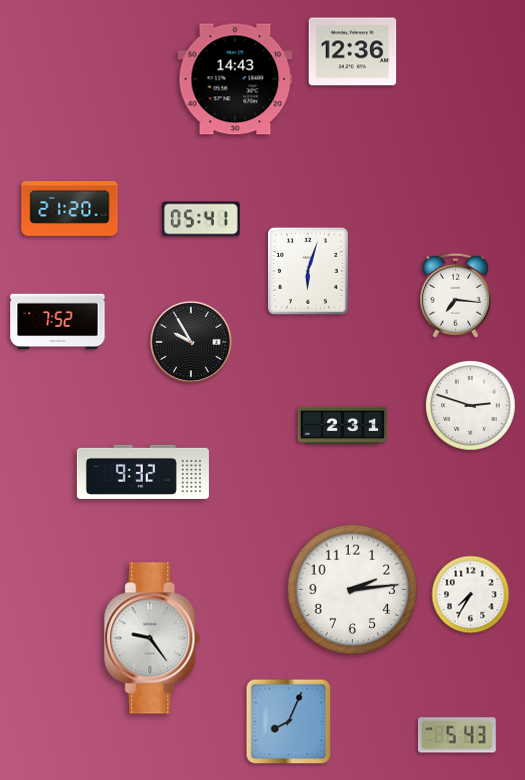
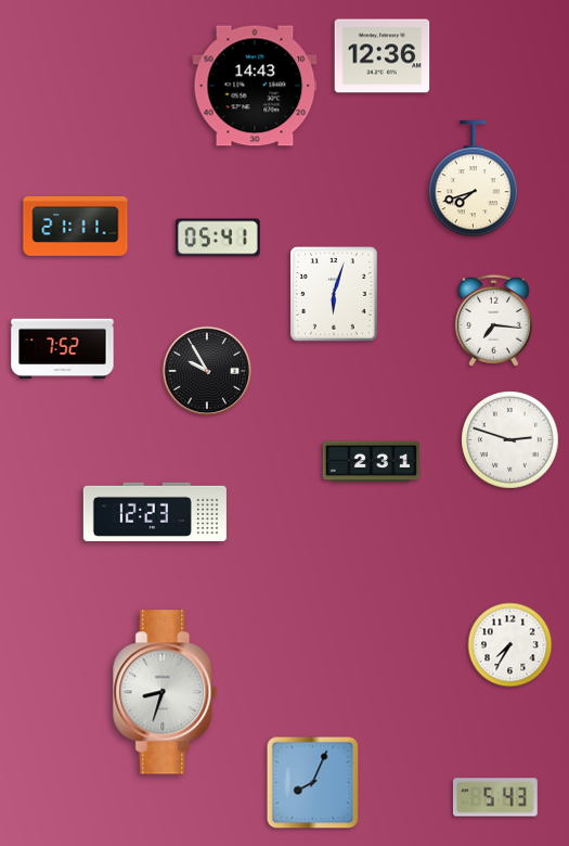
clock at (473, 179): none -> 7:42
clock at (70, 209): 21:20 -> 21:11
clock at (143, 472): 9:32 -> 12:23
clock at (353, 590): 2:14 -> none
clock at (153, 638): 9:24 -> 8:33
